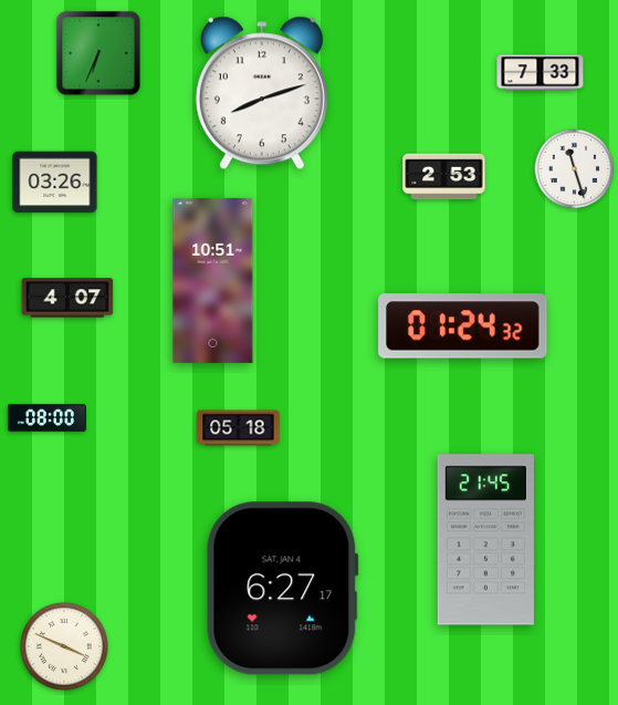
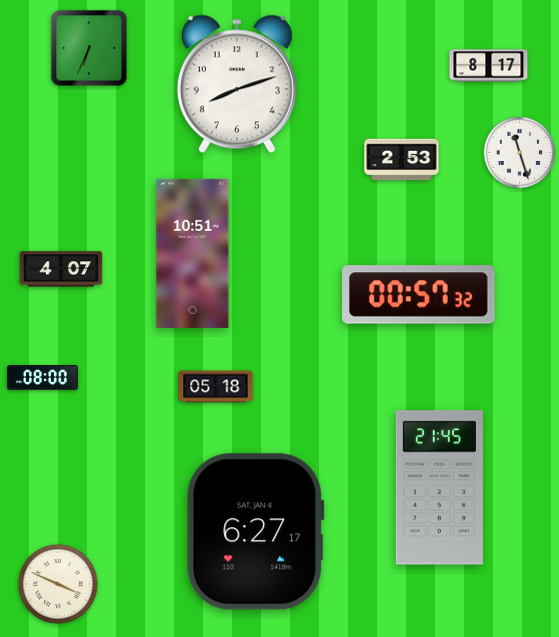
clock at (541, 73): 7:33 -> 8:17
clock at (55, 183): 03:26 -> none
clock at (463, 326): 01:24 -> 00:57
